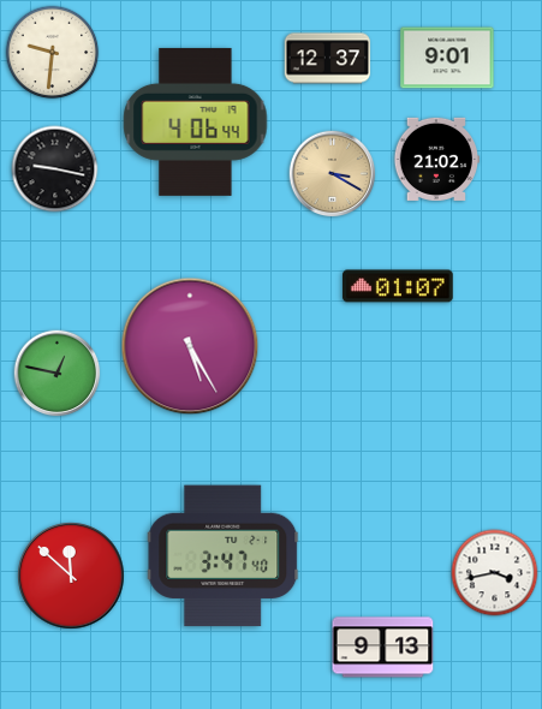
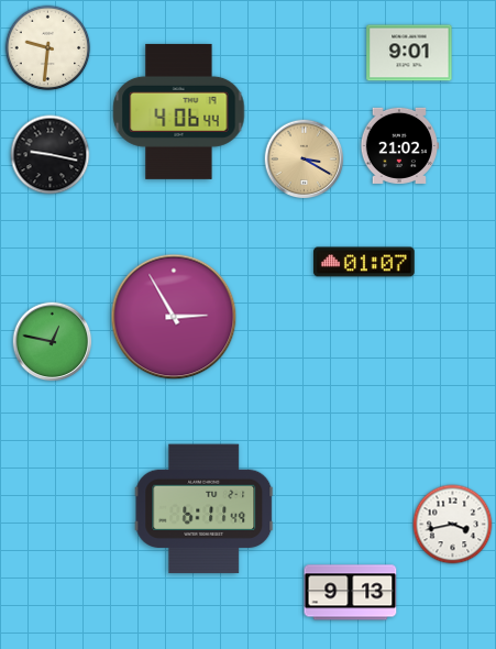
clock at (328, 59): 12:37 -> none
clock at (190, 346): 5:25 -> 2:55
clock at (224, 556): 3:47 -> 6:11
clock at (71, 576): 11:52 -> none
